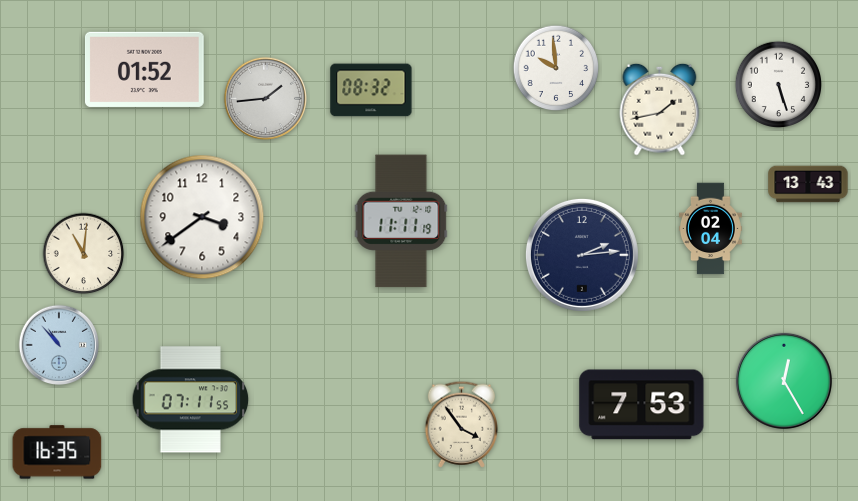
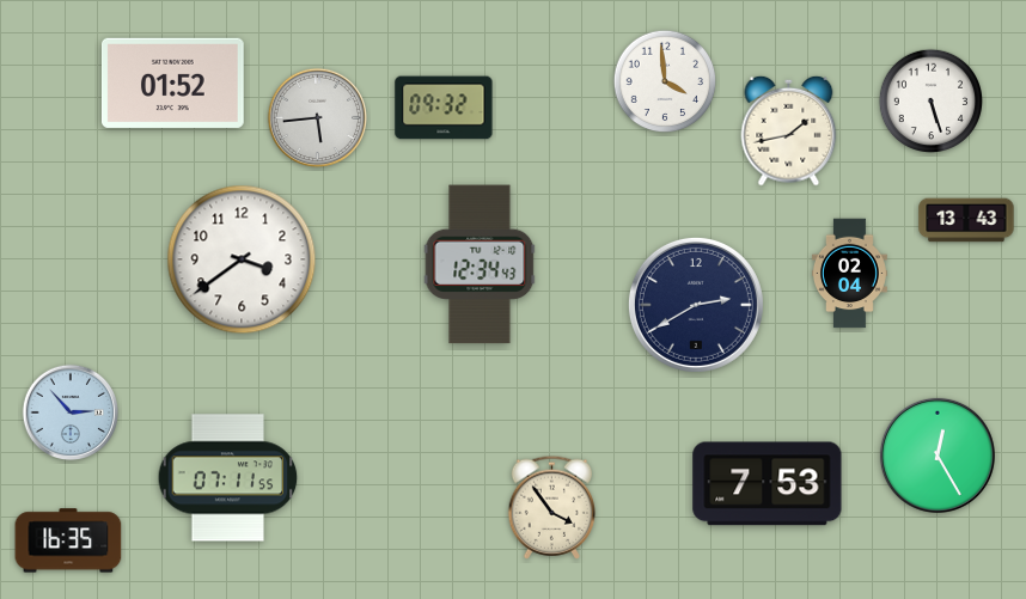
clock at (556, 68): 9:59 -> 3:59
clock at (371, 90): 08:32 -> 09:32
clock at (265, 98): 1:44 -> 5:44
clock at (401, 221): 11:11 -> 12:34
clock at (84, 254): 11:01 -> none
clock at (582, 255): 2:14 -> 2:40
clock at (59, 345): 10:53 -> 2:53
